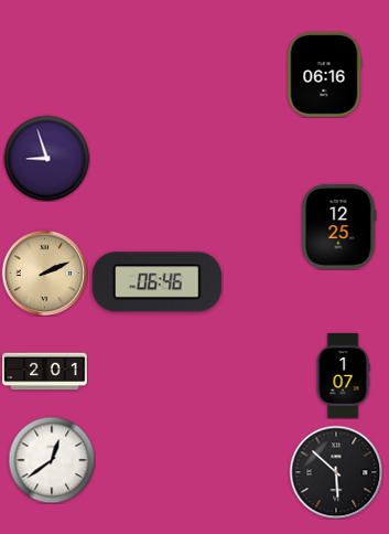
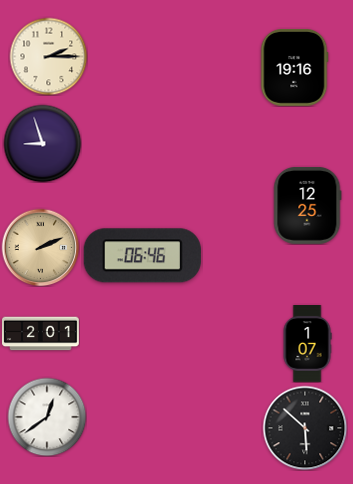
clock at (48, 56): none -> 2:15
clock at (324, 75): 06:16 -> 19:16
clock at (45, 372) position: (45, 372) -> (41, 334)
clock at (343, 376) position: (343, 376) -> (307, 344)
